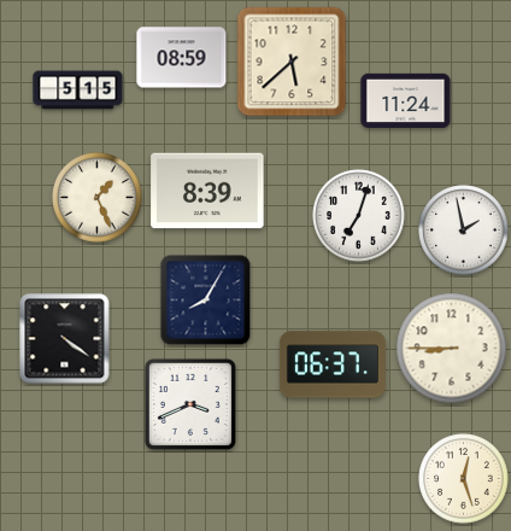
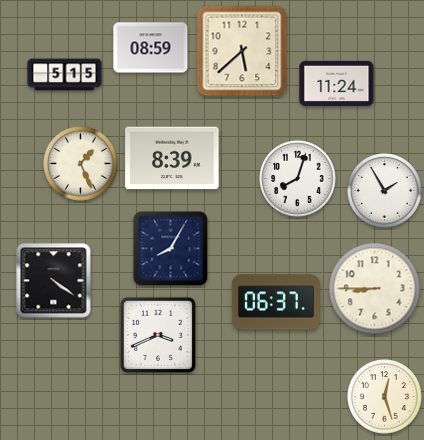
clock at (359, 216): 7:03 -> 8:03
clock at (464, 231): 1:58 -> 1:55
